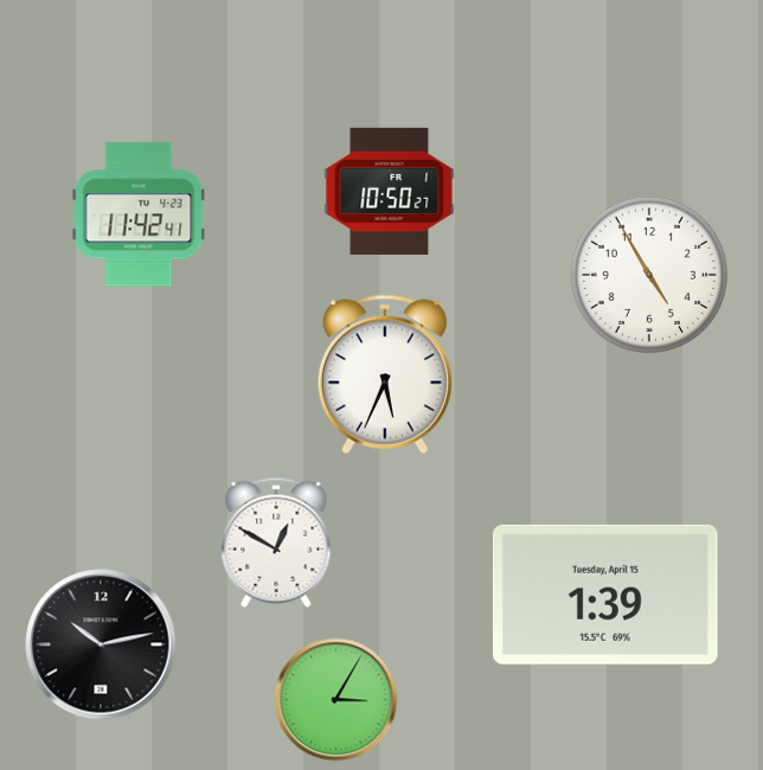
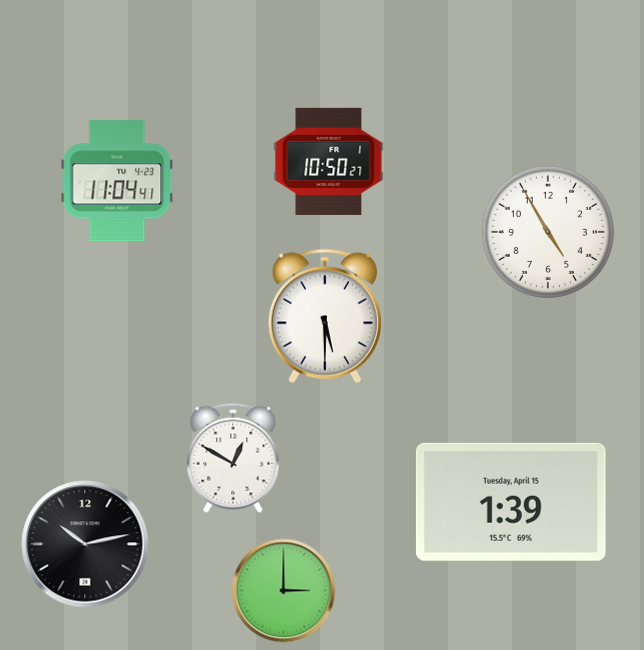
clock at (139, 214): 11:42 -> 11:04
clock at (385, 374): 5:34 -> 5:30
clock at (336, 700): 3:05 -> 3:00
